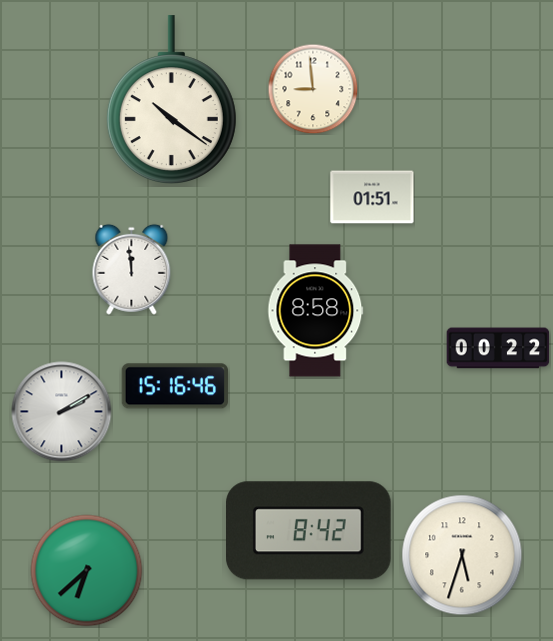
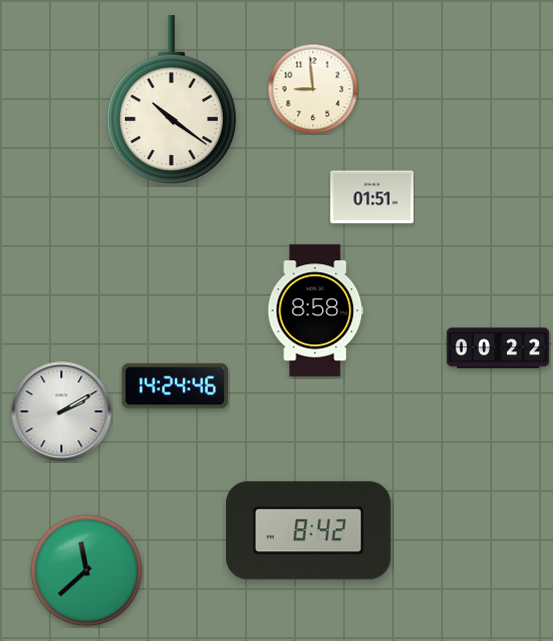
clock at (132, 269): 11:59 -> none
clock at (175, 386): 15:16 -> 14:24
clock at (462, 555): 5:33 -> none
clock at (87, 571): 6:38 -> 11:38
